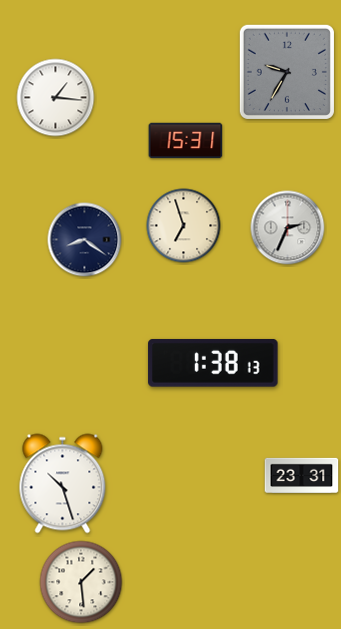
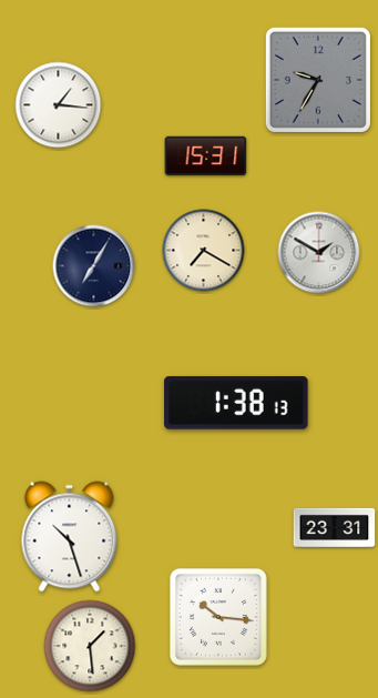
clock at (56, 98) position: (56, 98) -> (59, 105)
clock at (184, 226): 6:57 -> 7:20
clock at (288, 228): 2:34 -> 1:50
clock at (85, 240): 8:21 -> 7:05
clock at (218, 617): none -> 10:16
